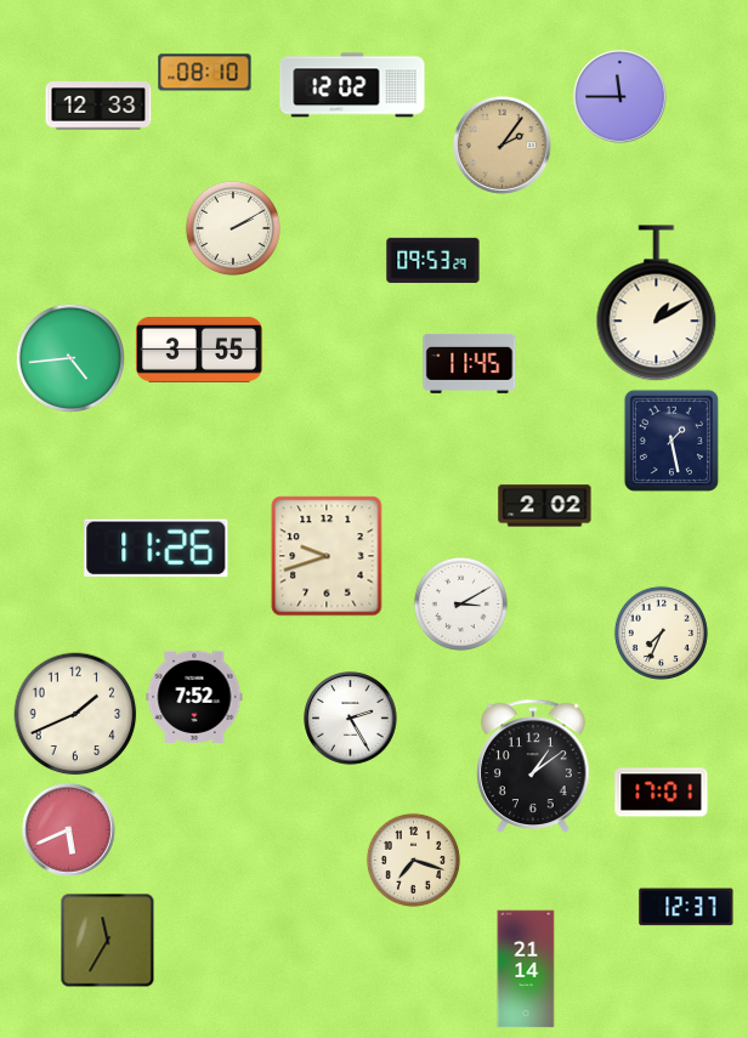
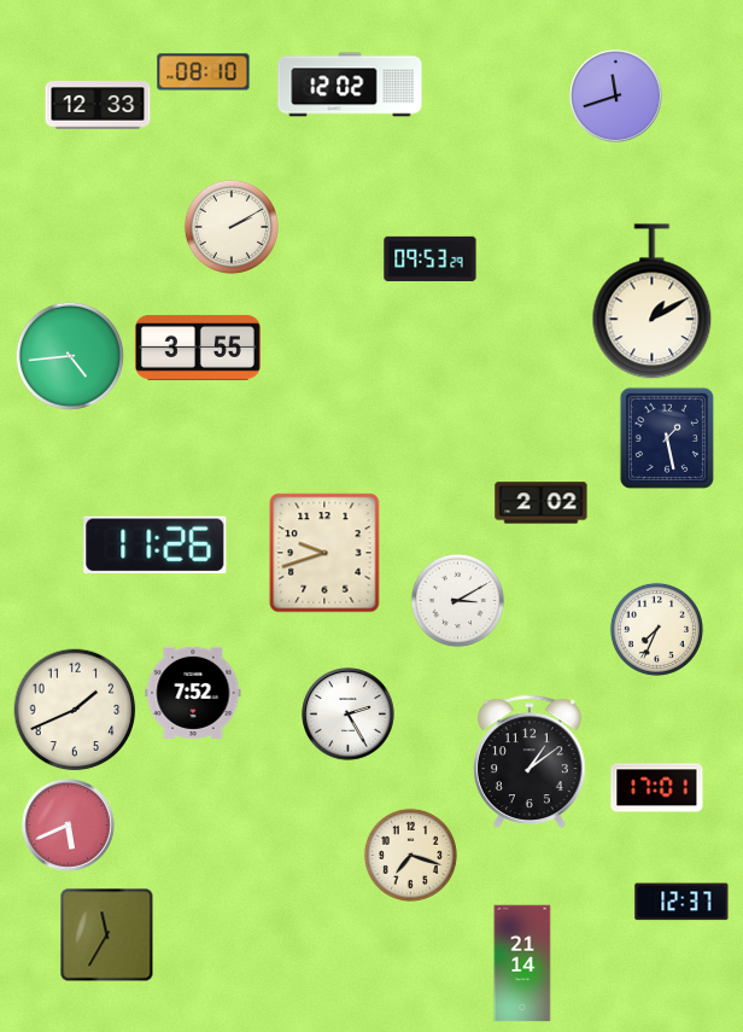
clock at (620, 97): 11:45 -> 11:42
clock at (501, 144): 2:06 -> none
clock at (470, 363): 11:45 -> none
